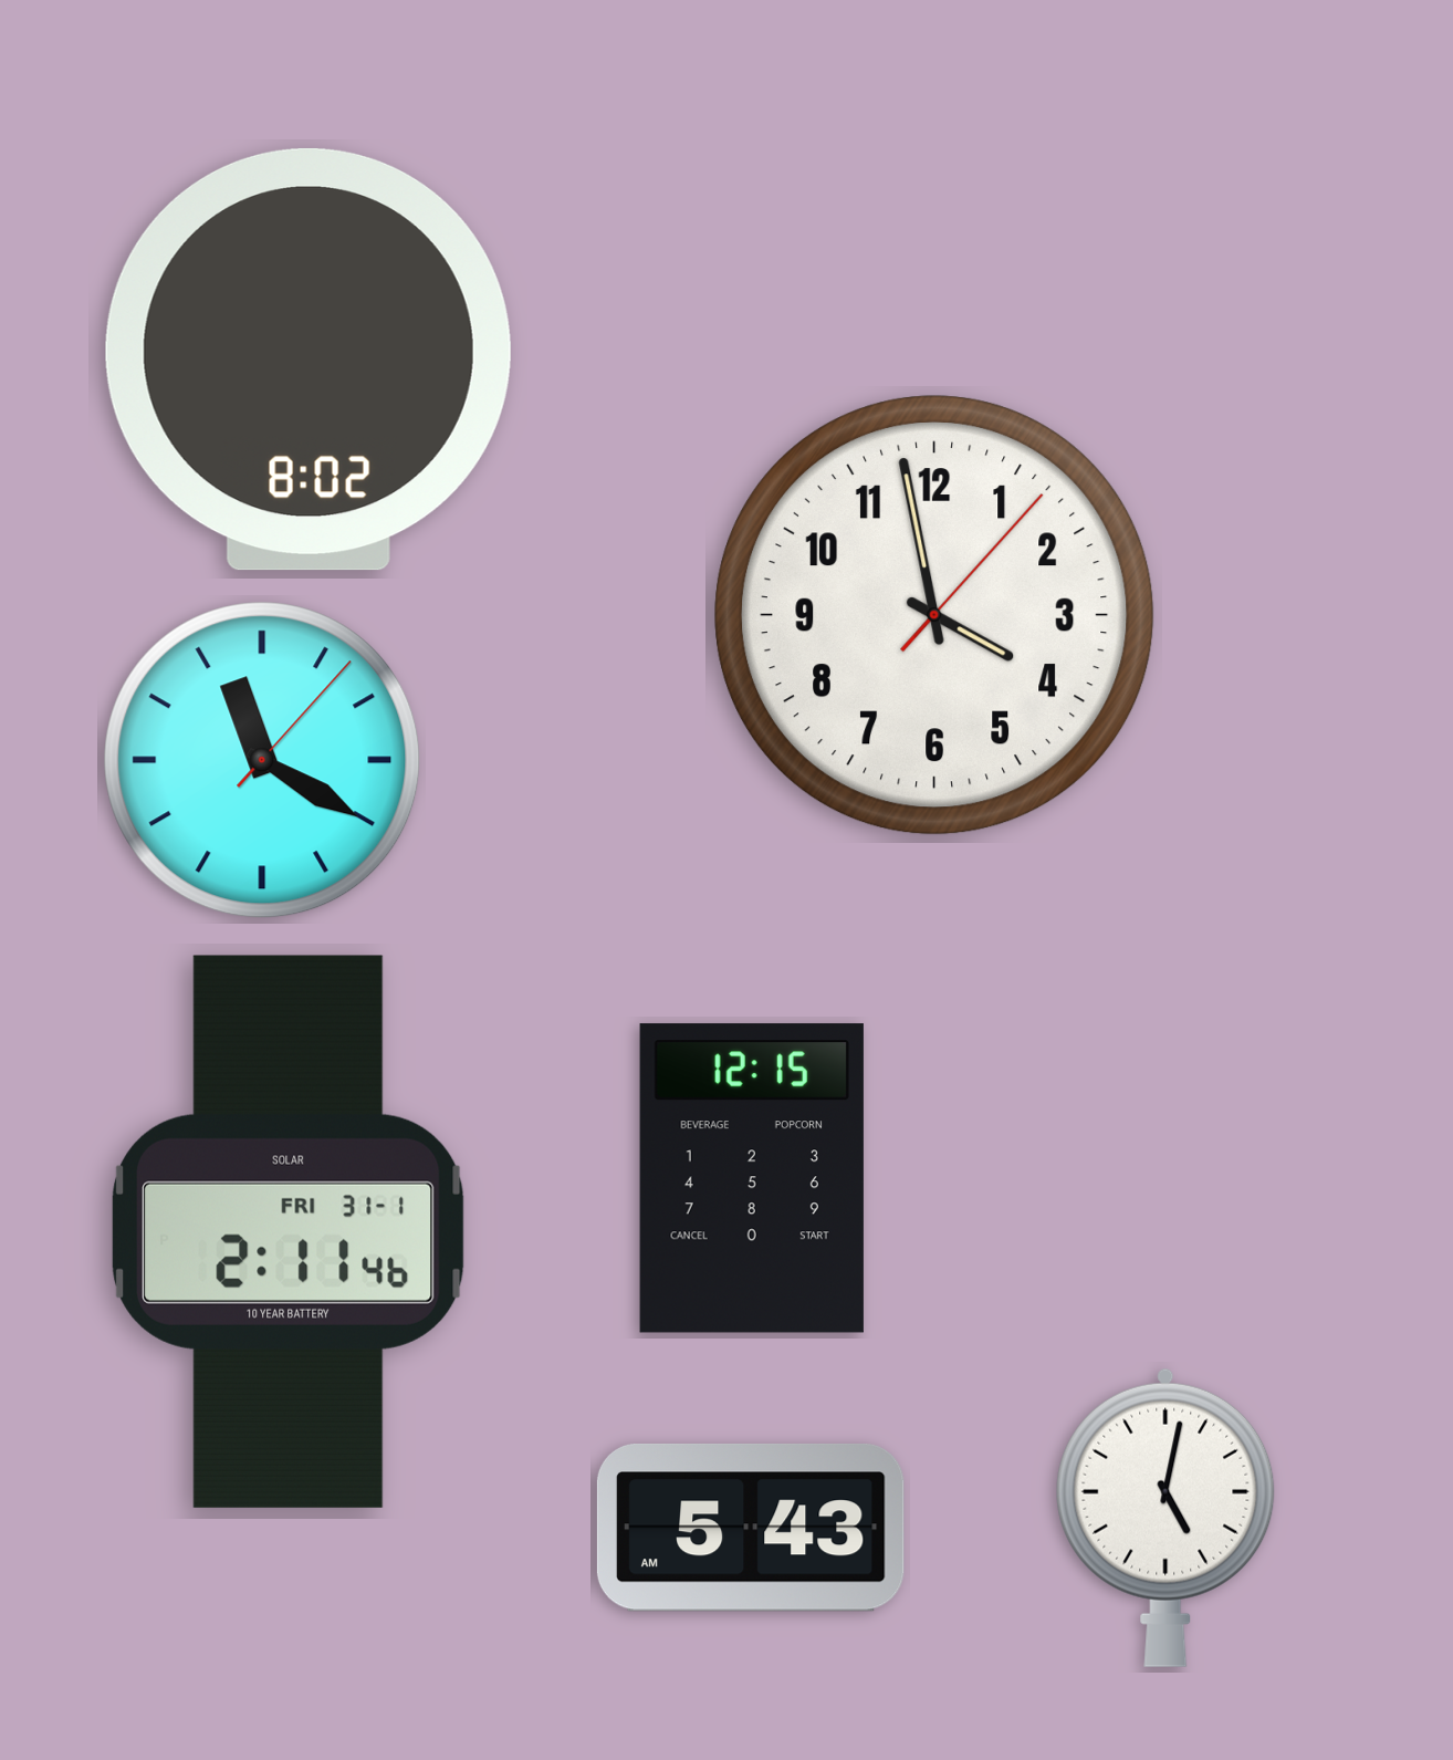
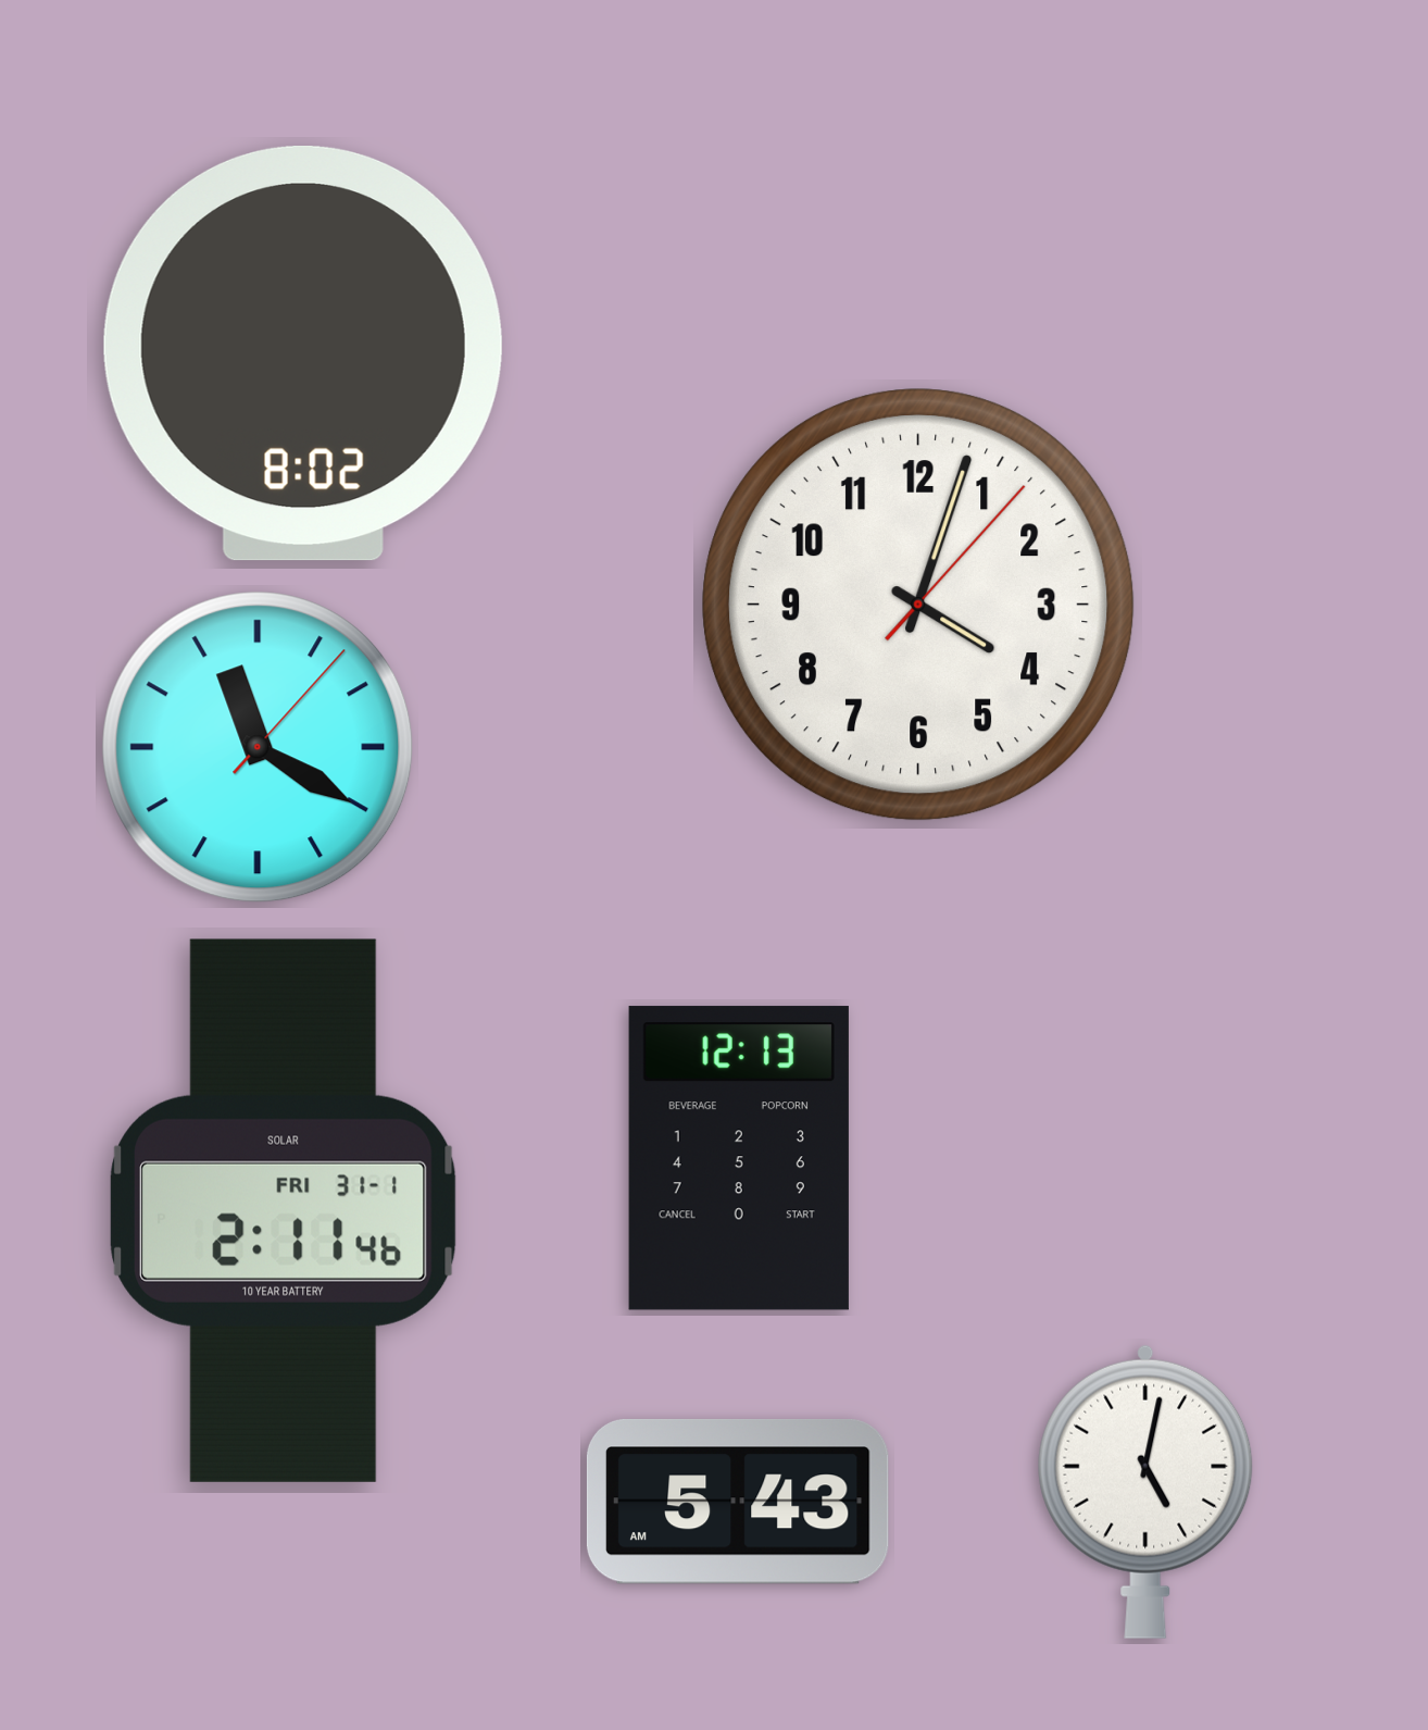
clock at (935, 616): 3:58 -> 4:03
clock at (752, 1178): 12:15 -> 12:13
